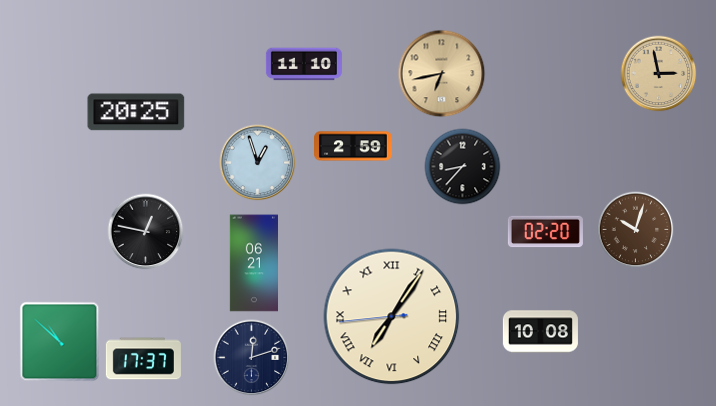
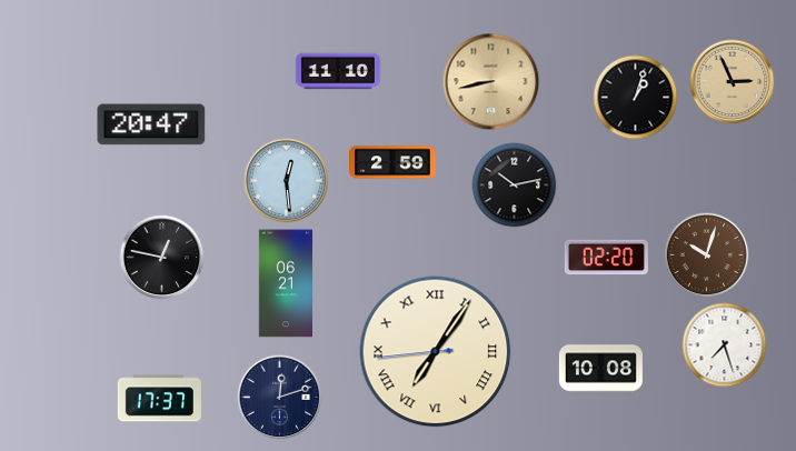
clock at (442, 74): 6:43 -> 8:43
clock at (659, 74): 2:58 -> 2:56
clock at (636, 98): none -> 1:03
clock at (136, 112): 20:25 -> 20:47
clock at (258, 163): 12:57 -> 12:29
clock at (463, 167): 8:37 -> 10:13
clock at (253, 263) position: (253, 263) -> (285, 283)
clock at (725, 345): none -> 7:27
clock at (60, 342): 10:52 -> none
